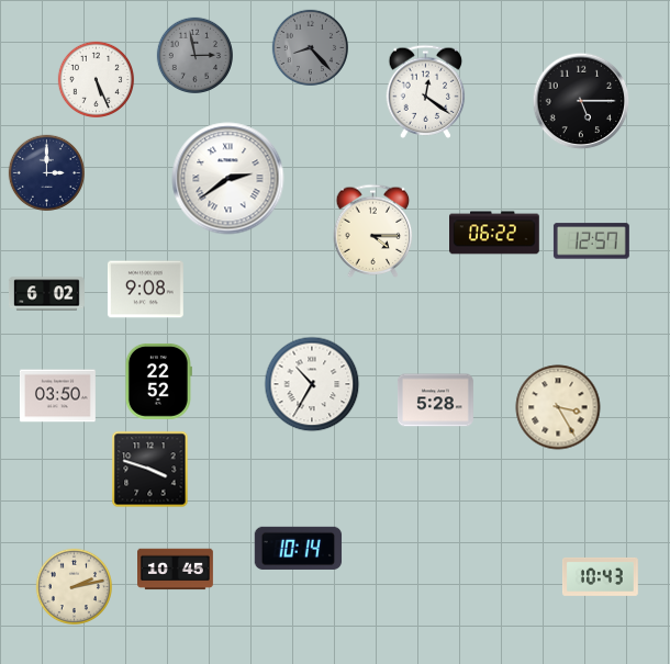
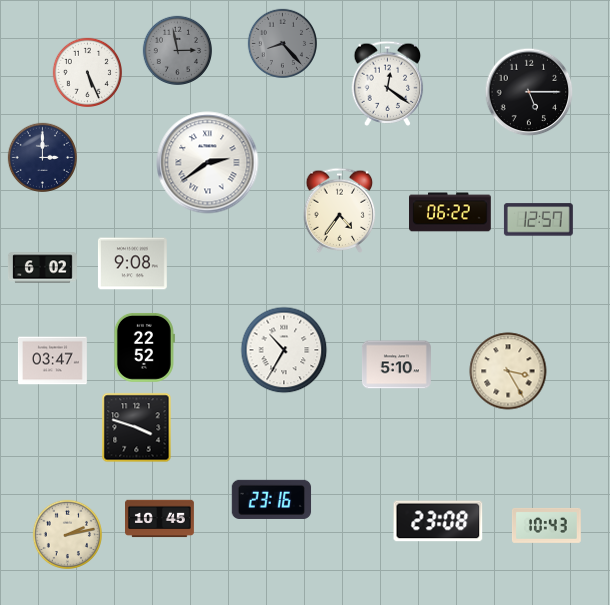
clock at (373, 230): 4:15 -> 4:36
clock at (57, 396): 03:50 -> 03:47
clock at (435, 401): 5:28 -> 5:10
clock at (299, 548): 10:14 -> 23:16
clock at (438, 521): none -> 23:08
